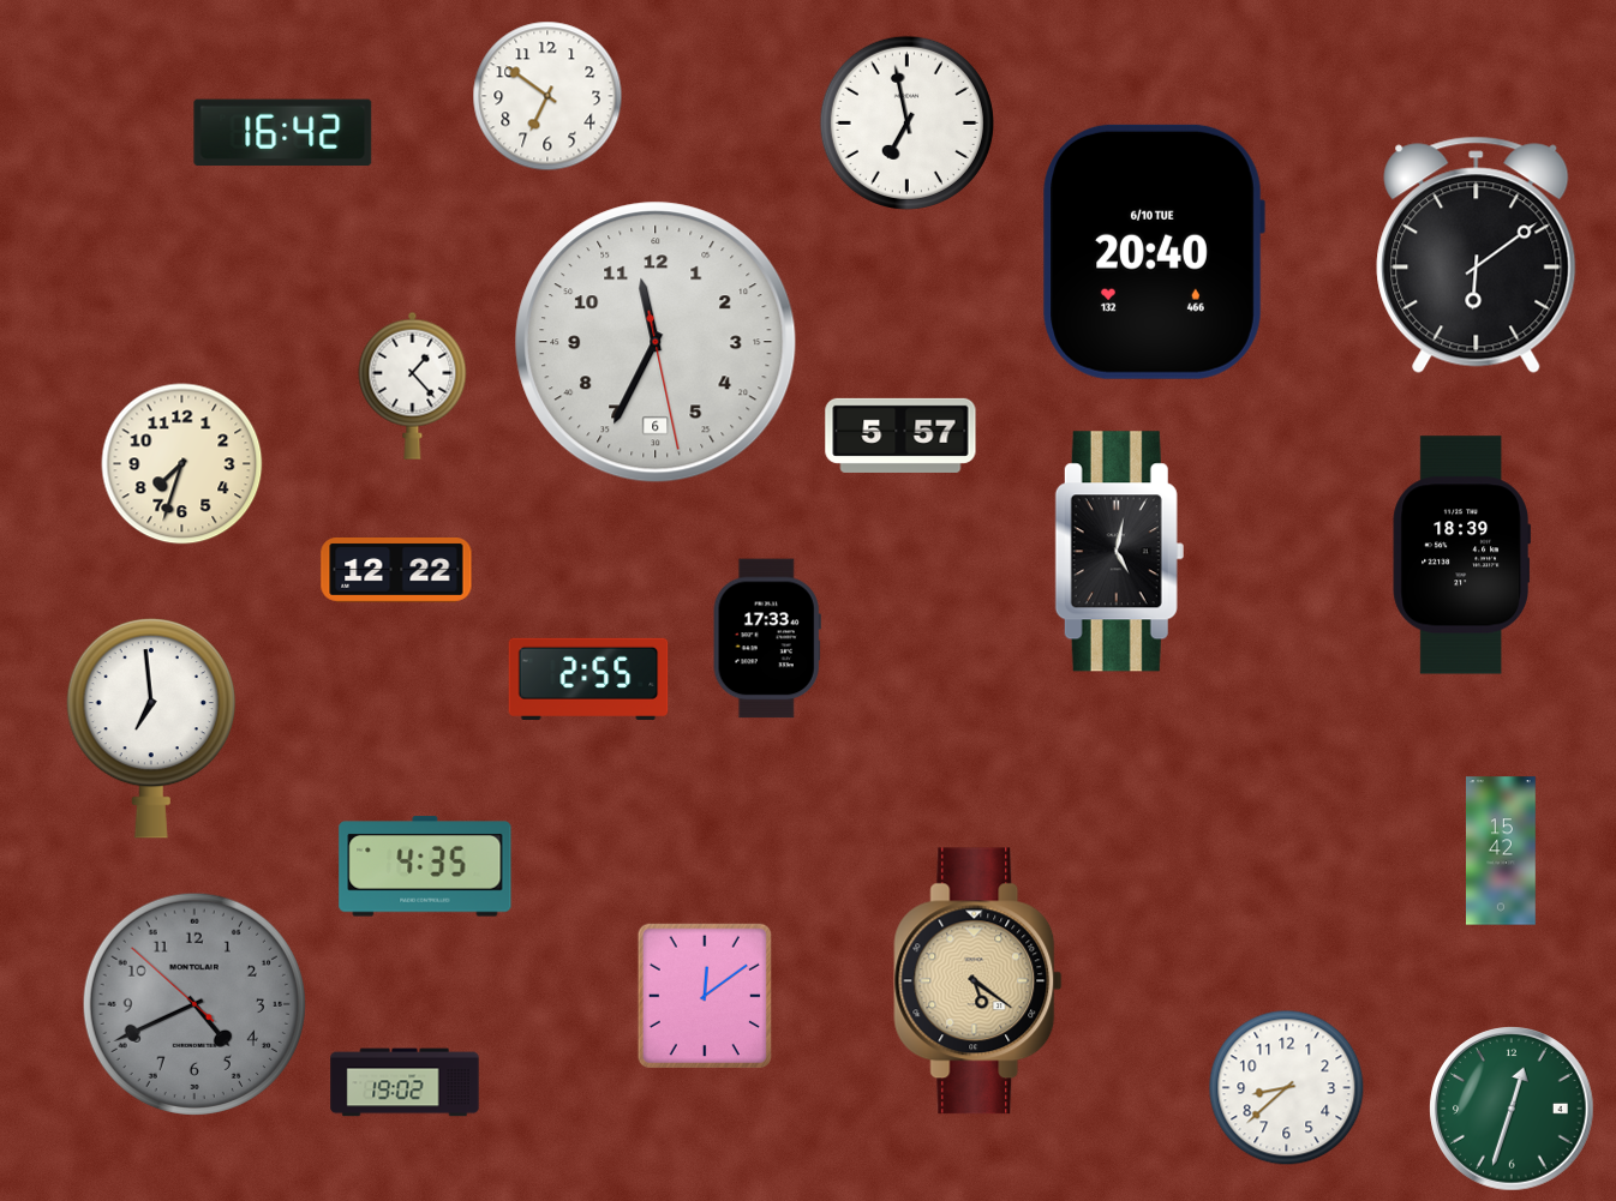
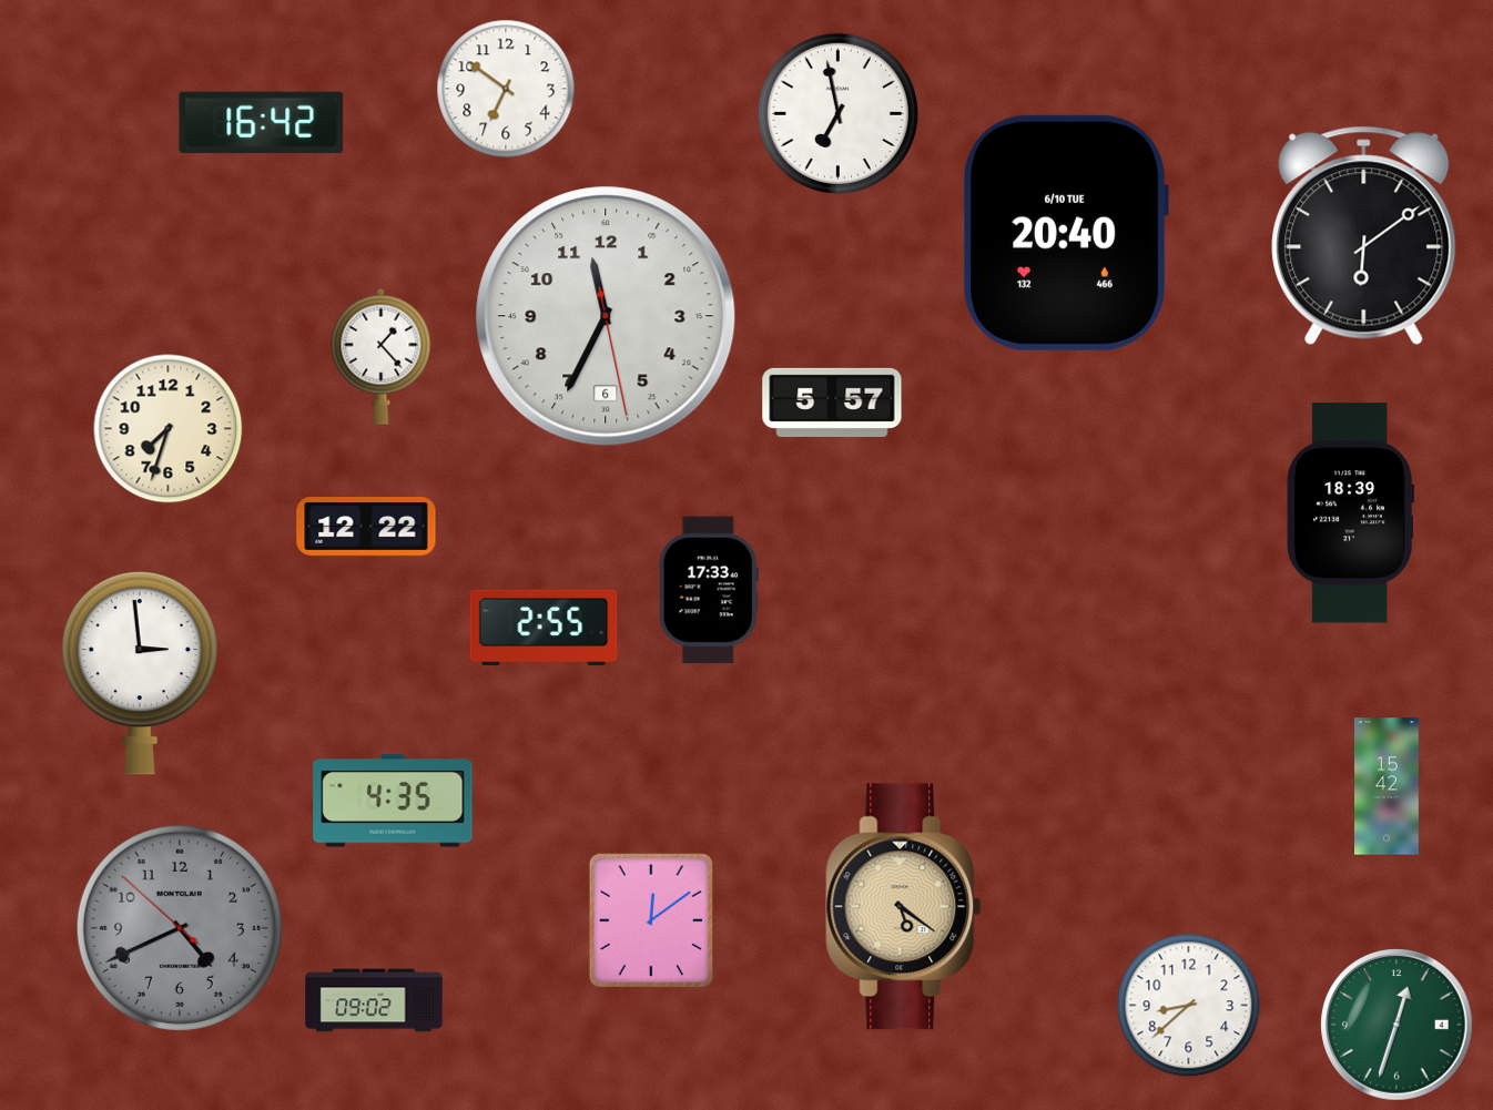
clock at (1119, 552): 5:02 -> none
clock at (151, 728): 6:59 -> 2:59
clock at (405, 1082): 19:02 -> 09:02
